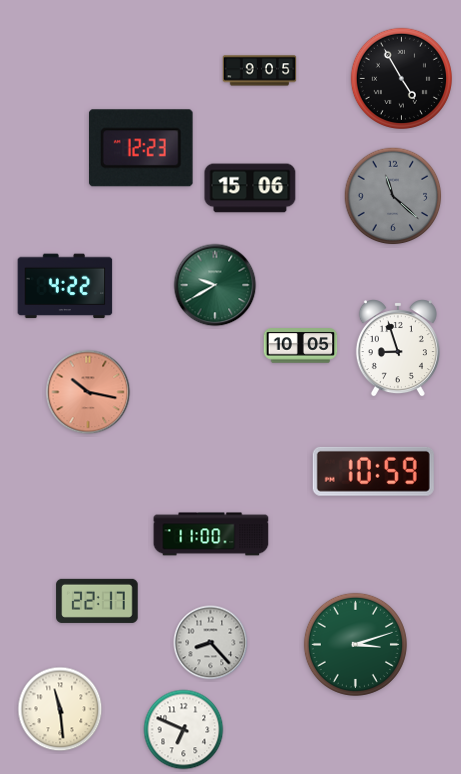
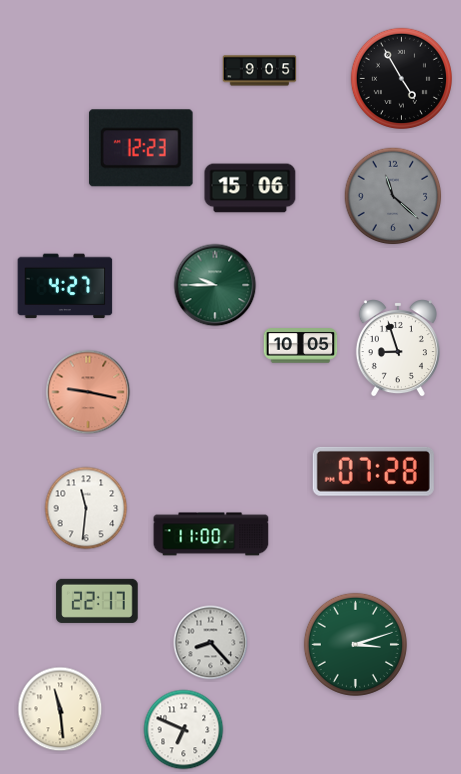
clock at (215, 285): 9:40 -> 9:45
clock at (65, 286): 4:22 -> 4:27
clock at (88, 392): 10:17 -> 9:17
clock at (373, 471): 10:59 -> 07:28
clock at (86, 508): none -> 11:31
